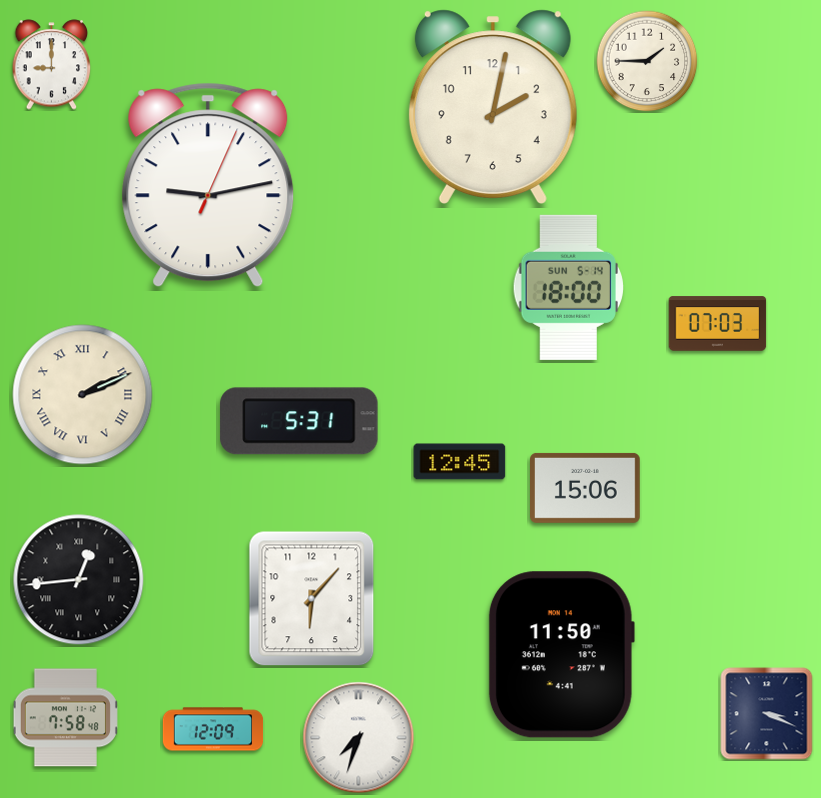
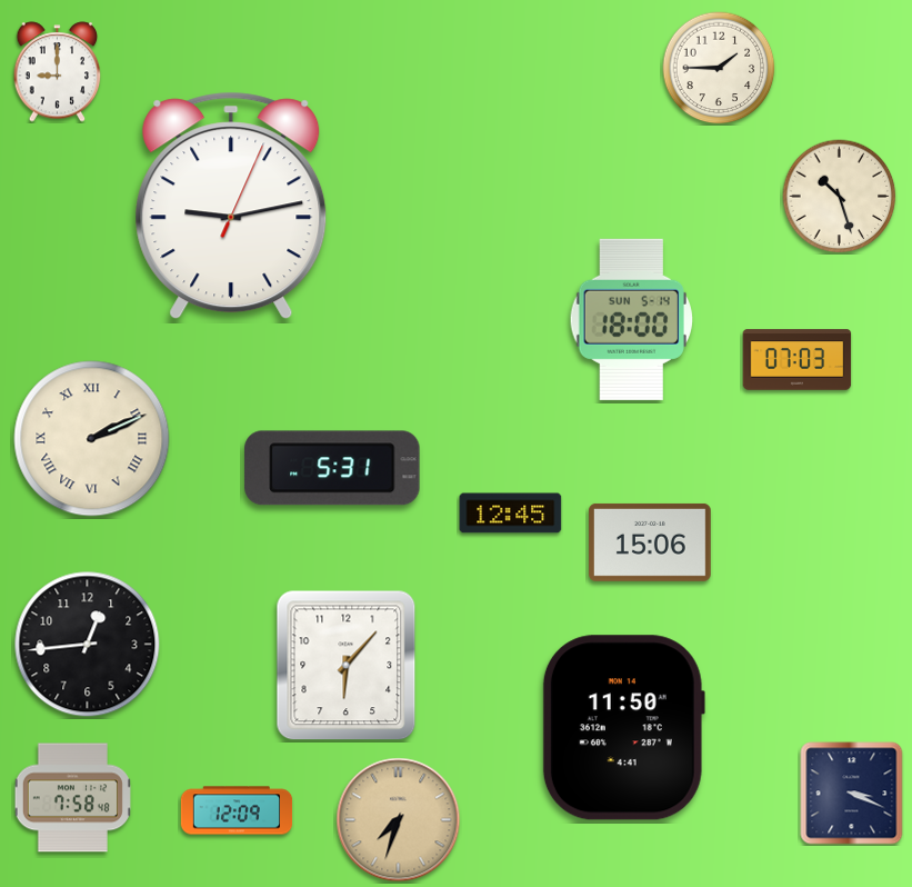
clock at (493, 107): 2:02 -> none
clock at (840, 197): none -> 10:27
clock at (79, 580) numerals: Roman -> Arabic
clock at (359, 738) dial: white -> champagne
